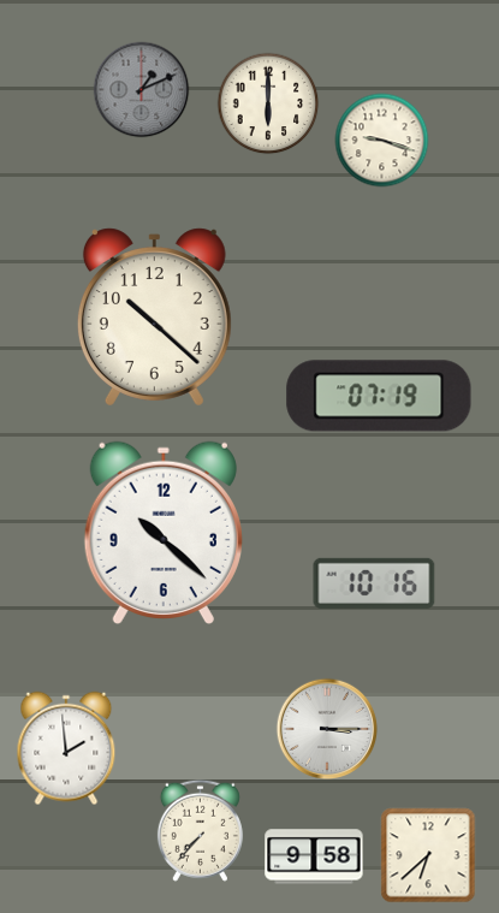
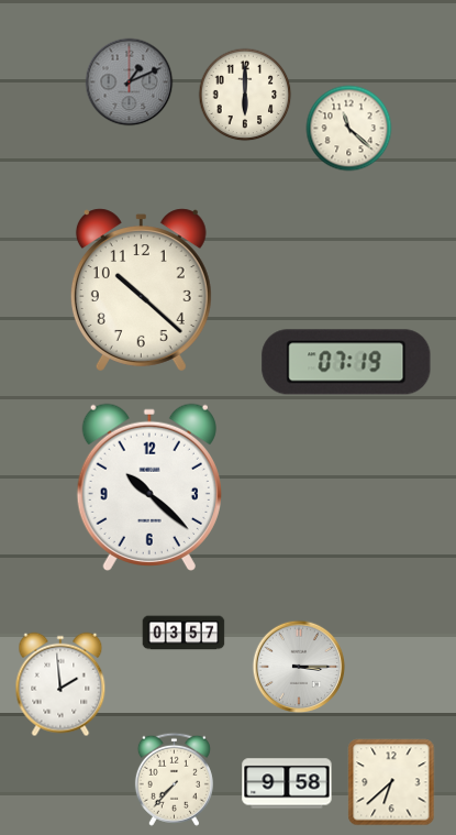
clock at (382, 141): 9:18 -> 11:22
clock at (374, 583): 10:16 -> none
clock at (183, 633): none -> 03:57
clock at (200, 830) position: (200, 830) -> (174, 779)
